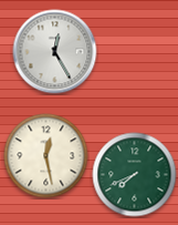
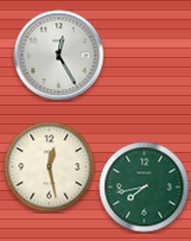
clock at (135, 175): 7:41 -> 7:43
